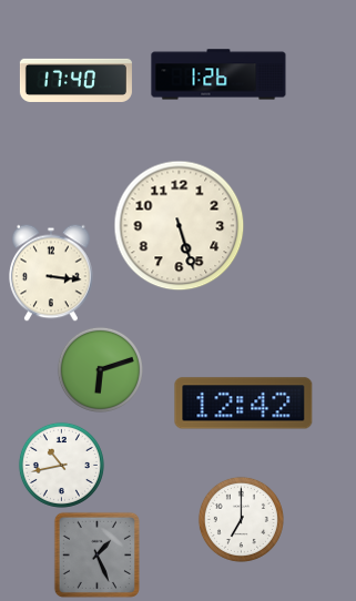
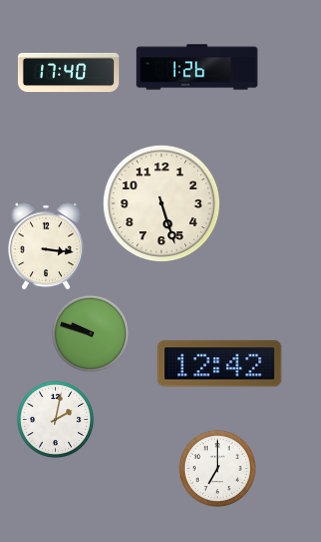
clock at (100, 369): 6:12 -> 9:48
clock at (61, 465): 10:43 -> 2:02
clock at (96, 554): 1:26 -> none
